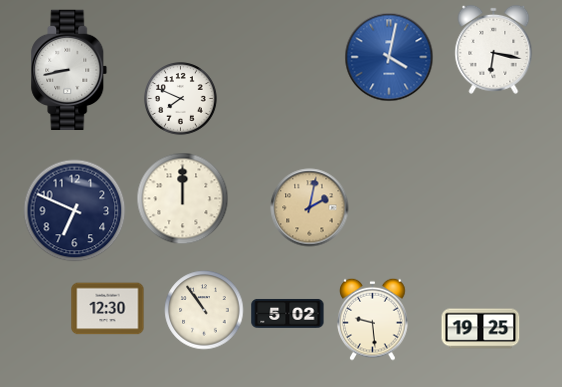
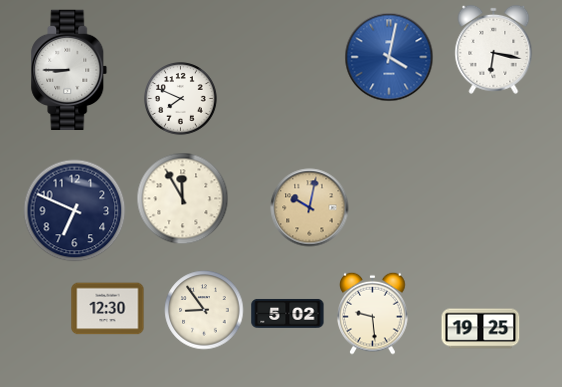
clock at (69, 69): 8:43 -> 8:45
clock at (183, 199): 12:00 -> 11:55
clock at (310, 208): 2:02 -> 10:02
clock at (204, 310): 10:54 -> 8:54
clock at (373, 319) position: (373, 319) -> (373, 313)
